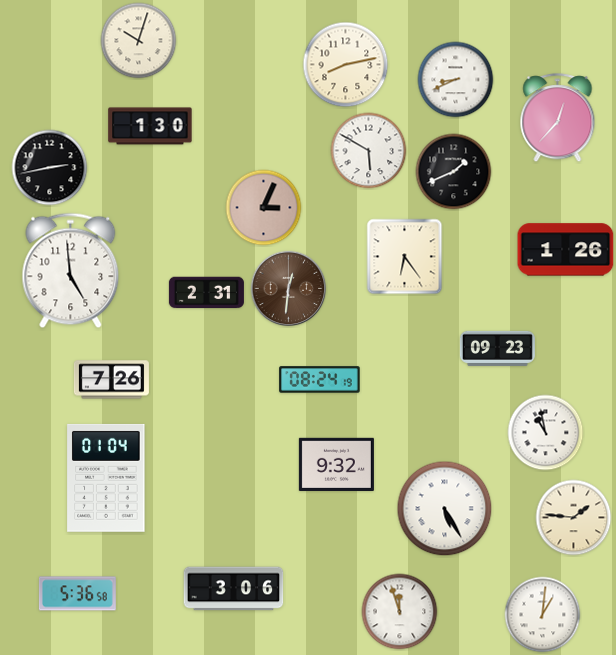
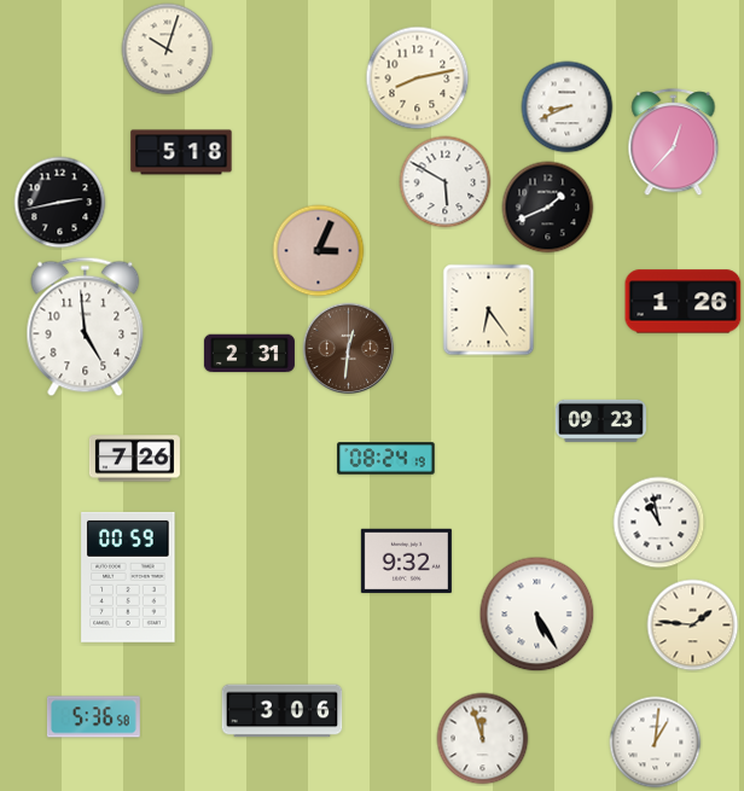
clock at (456, 80) position: (456, 80) -> (568, 107)
clock at (150, 126): 1:30 -> 5:18
clock at (106, 478): 01:04 -> 00:59
